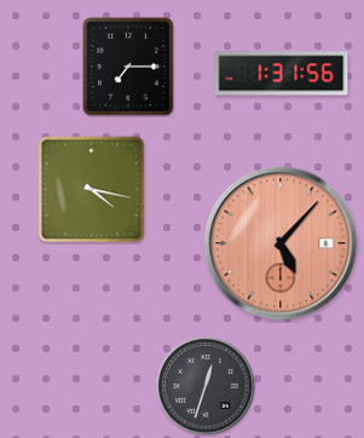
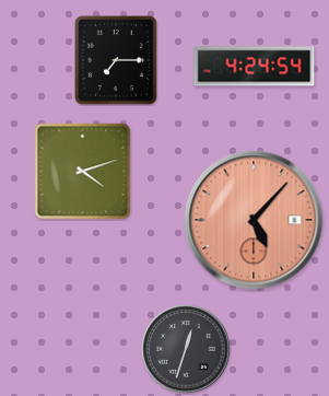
clock at (282, 74): 1:31 -> 4:24
clock at (92, 190): 4:17 -> 4:12
